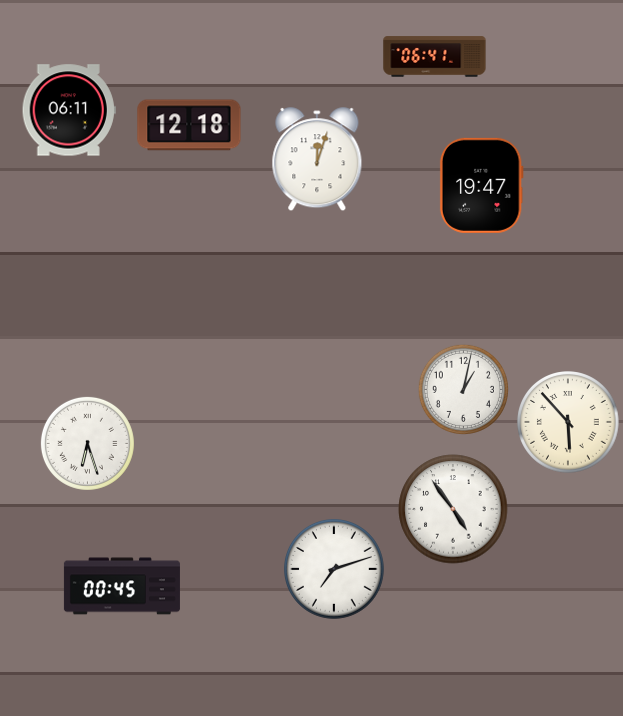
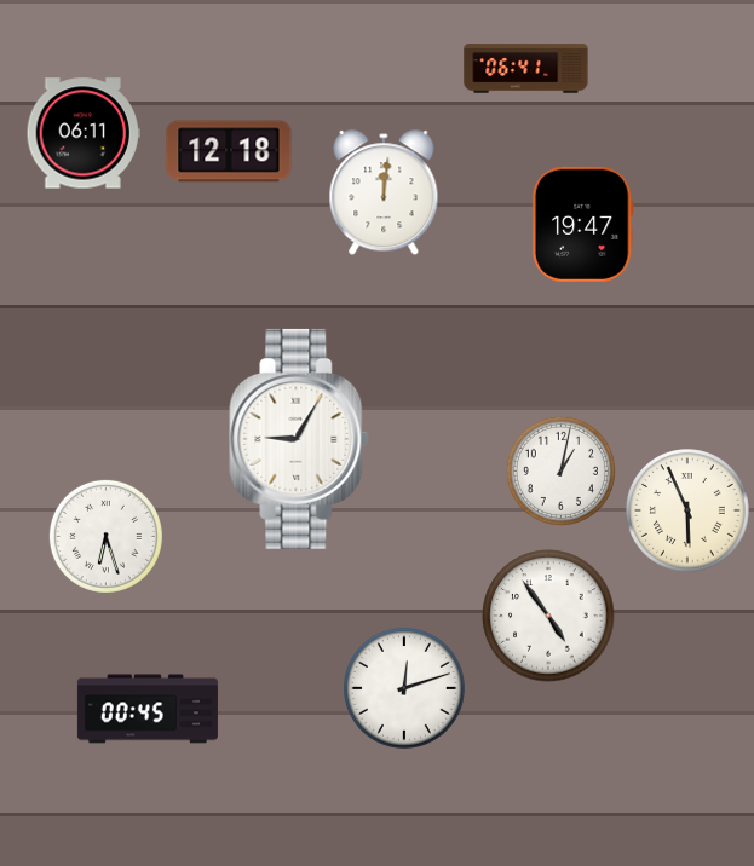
clock at (317, 160): 12:03 -> 12:01
clock at (299, 439): none -> 9:05
clock at (568, 422): 5:53 -> 5:56
clock at (335, 570): 7:12 -> 12:12
